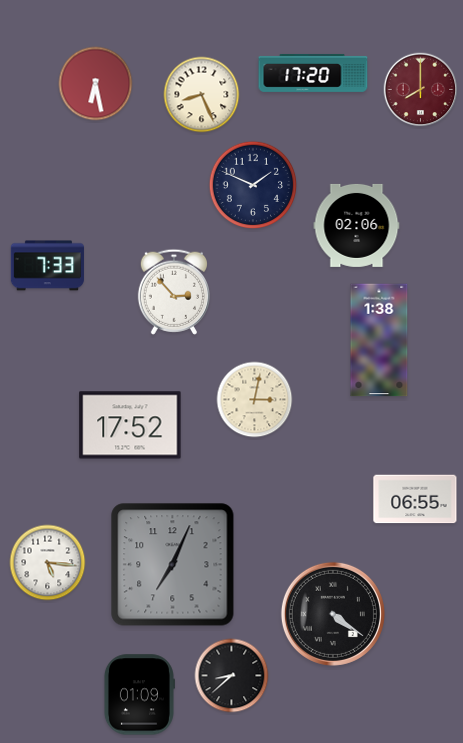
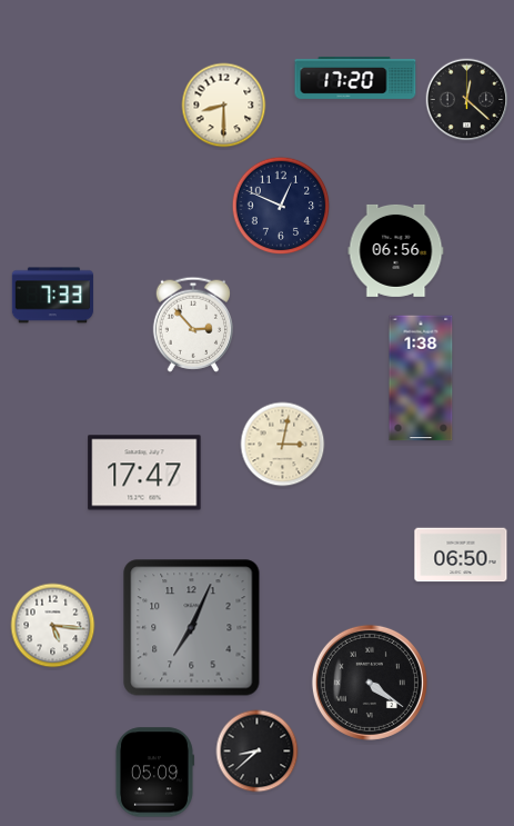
clock at (313, 73) position: (313, 73) -> (355, 78)
clock at (96, 84): 6:28 -> none
clock at (421, 90): 8:00 -> 12:22
clock at (421, 90) dial: burgundy -> black
clock at (202, 95): 8:26 -> 8:30
clock at (253, 185): 1:49 -> 12:49
clock at (357, 225): 02:06 -> 06:56
clock at (130, 425): 17:52 -> 17:47
clock at (415, 499): 06:55 -> 06:50
clock at (139, 695): 01:09 -> 05:09
